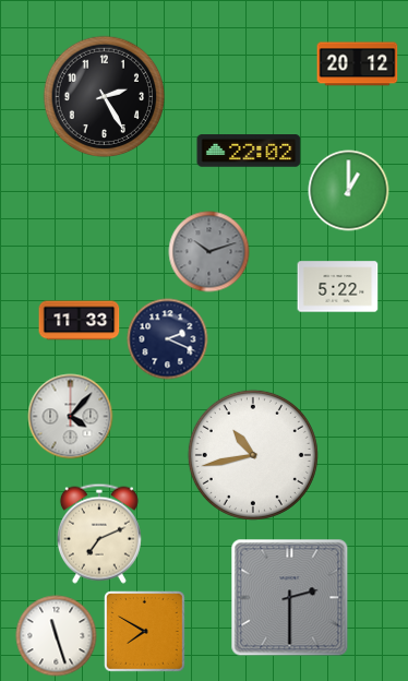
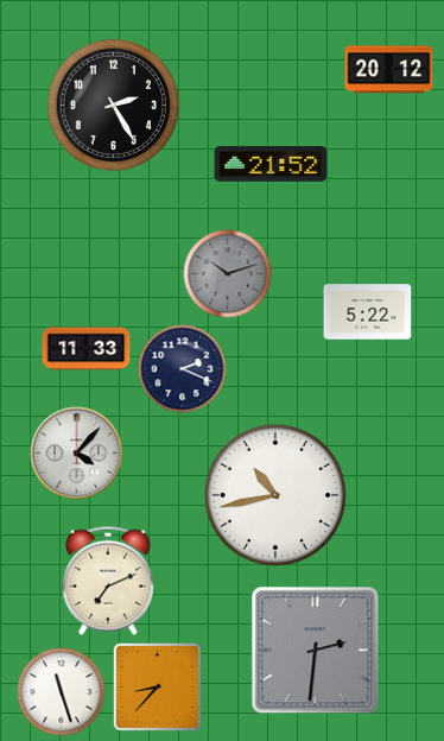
clock at (249, 151): 22:02 -> 21:52
clock at (349, 191): 1:00 -> none
clock at (290, 598): 2:30 -> 2:31
clock at (145, 632): 7:50 -> 8:37
